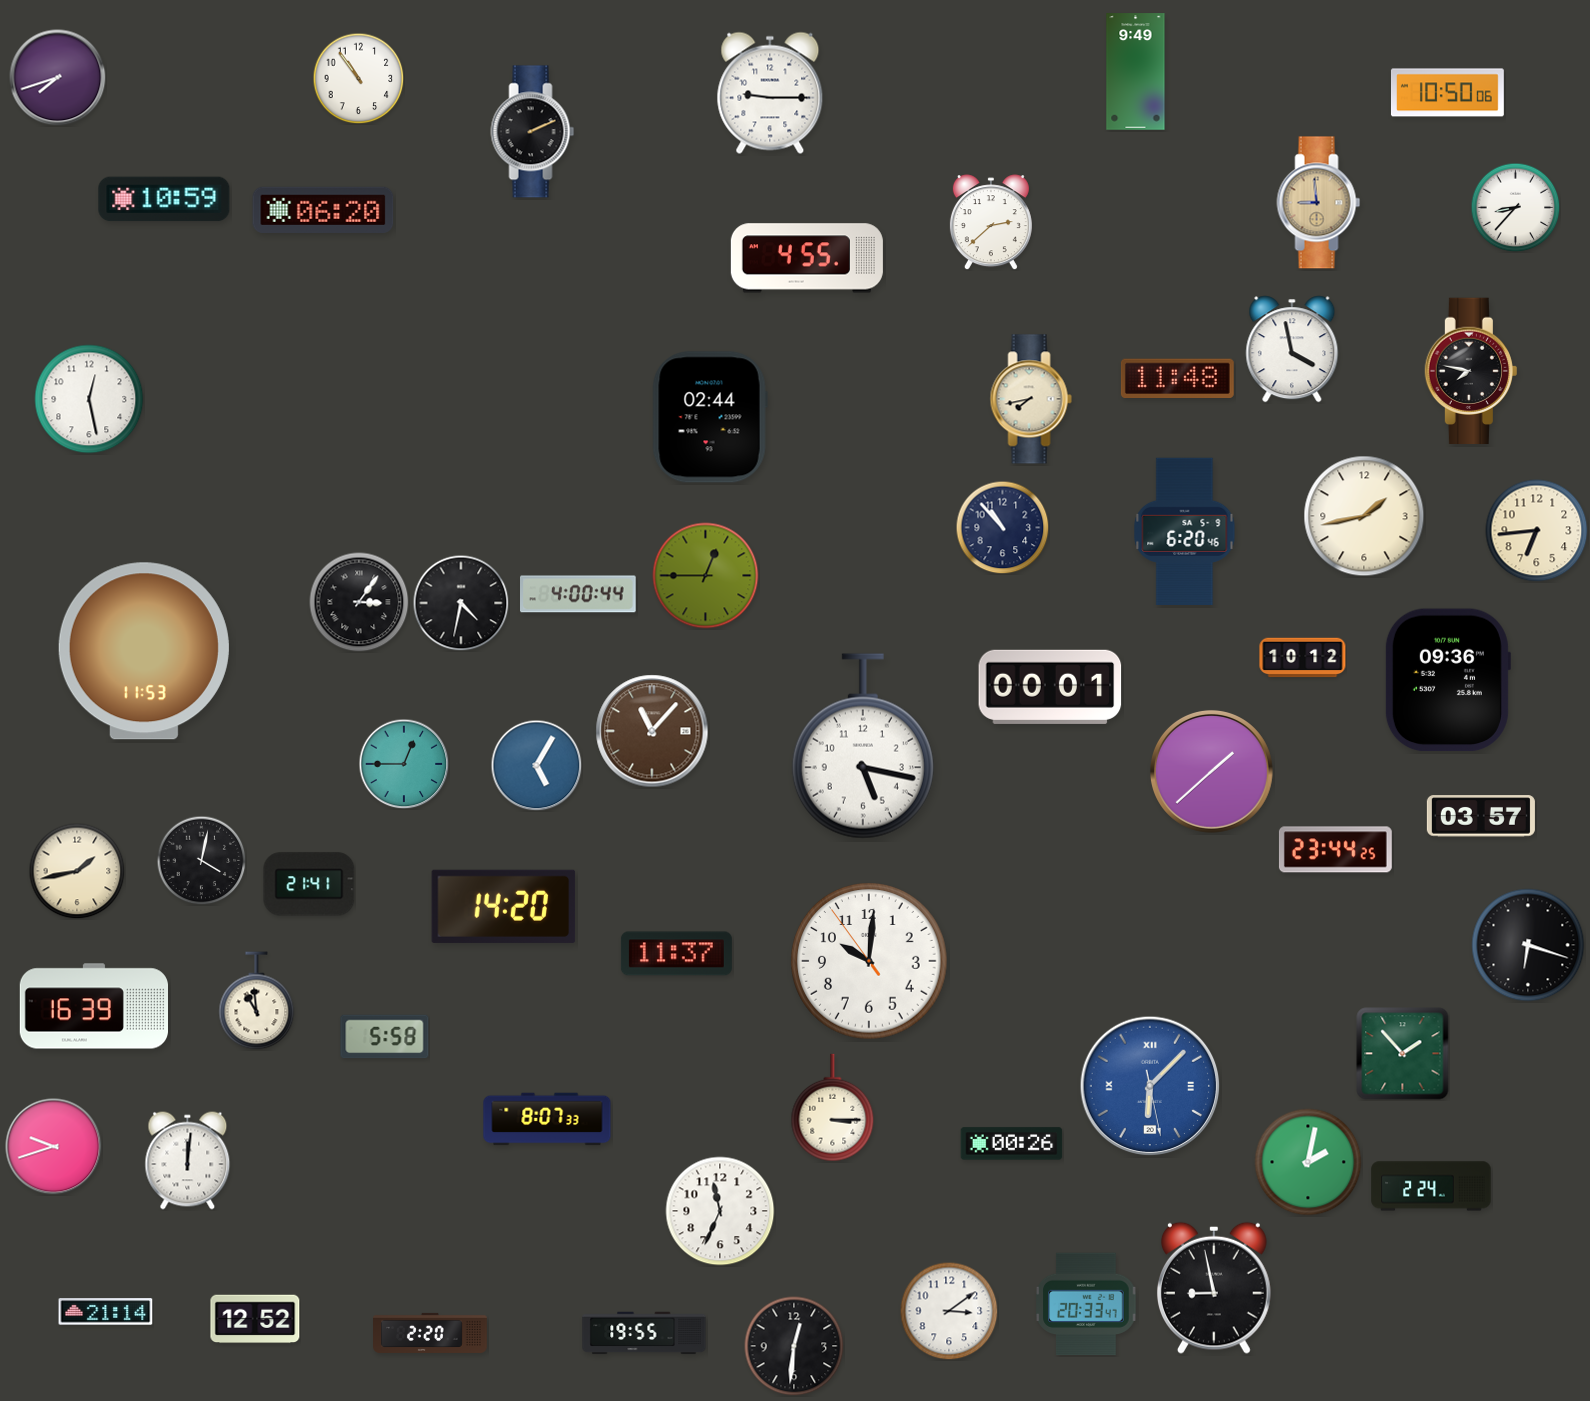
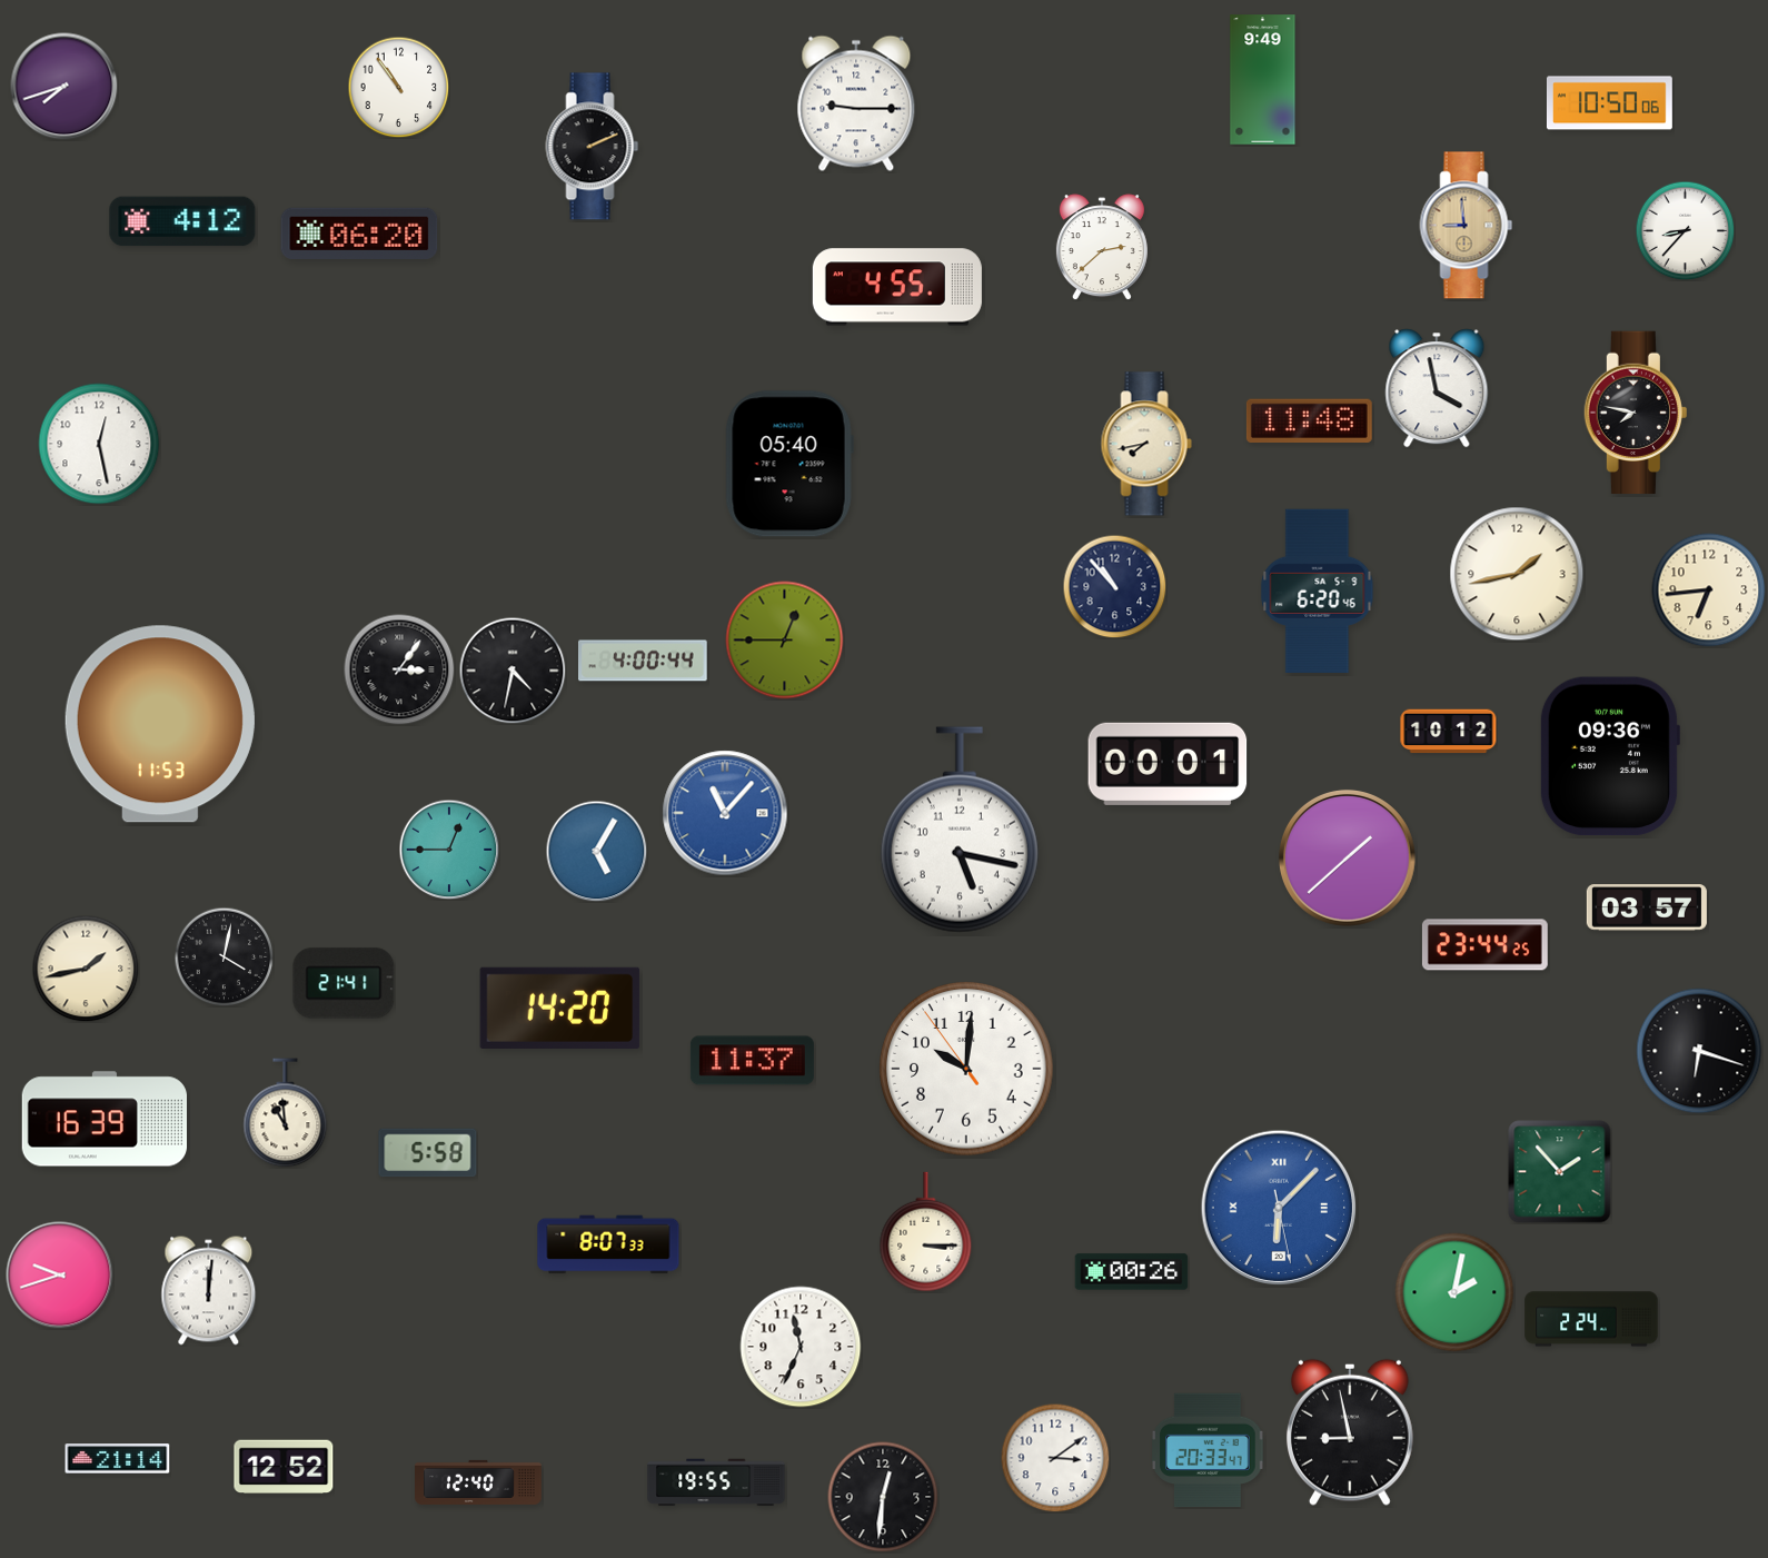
clock at (164, 199): 10:59 -> 4:12
clock at (710, 417): 02:44 -> 05:40
clock at (652, 731) dial: brown -> blue
clock at (1012, 1144) position: (1012, 1144) -> (1132, 1272)
clock at (431, 1333): 2:20 -> 12:40
